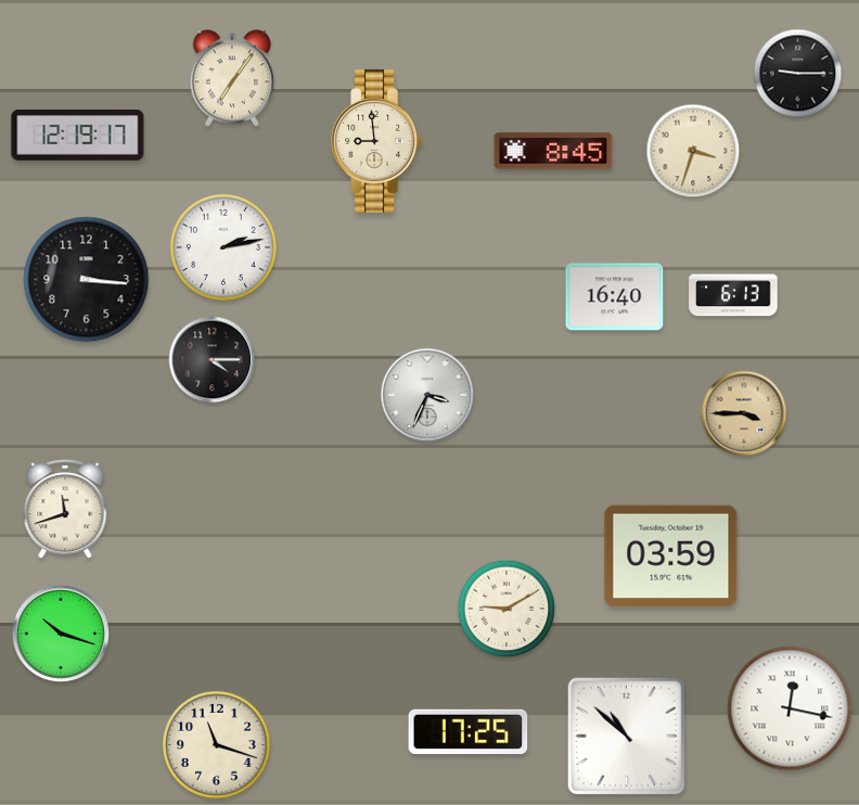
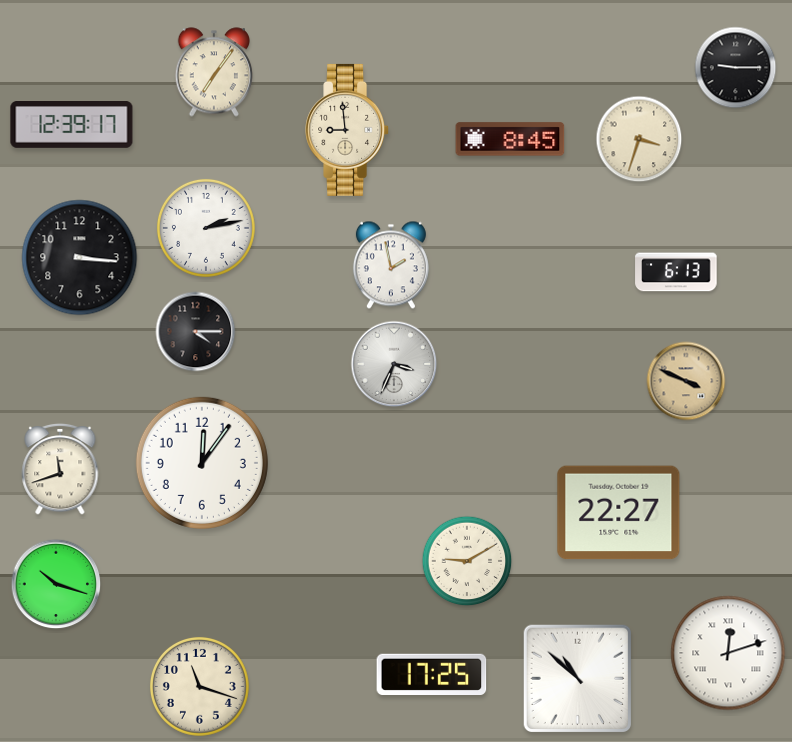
clock at (78, 136): 12:19 -> 12:39
clock at (391, 265): none -> 1:58
clock at (615, 297): 16:40 -> none
clock at (744, 413): 3:45 -> 3:49
clock at (202, 463): none -> 12:06
clock at (671, 557): 03:59 -> 22:27
clock at (790, 708): 12:17 -> 12:12
